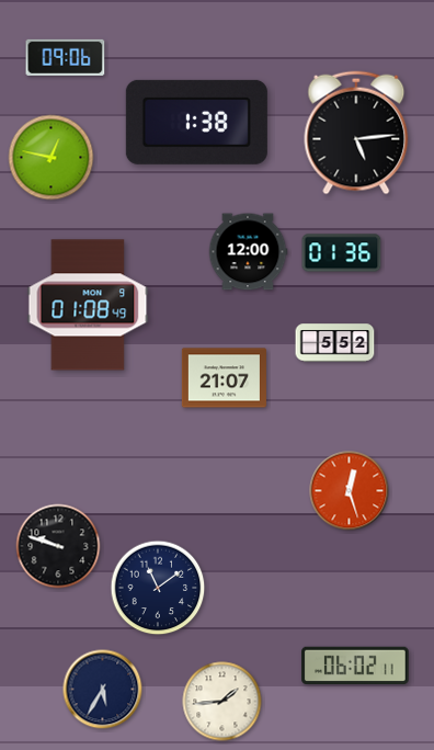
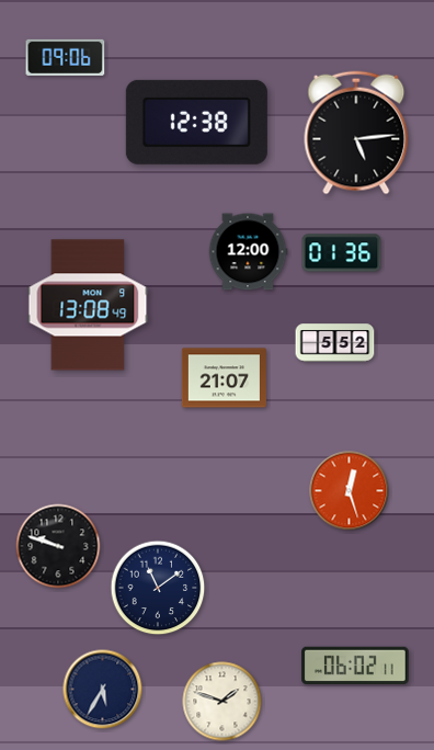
clock at (196, 122): 1:38 -> 12:38
clock at (52, 158): 12:47 -> none
clock at (88, 305): 01:08 -> 13:08
clock at (222, 702): 1:44 -> 1:48
